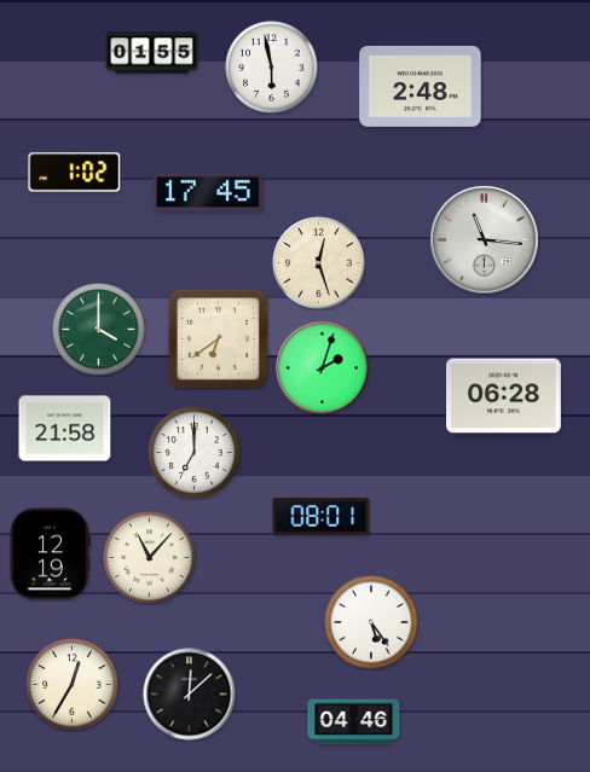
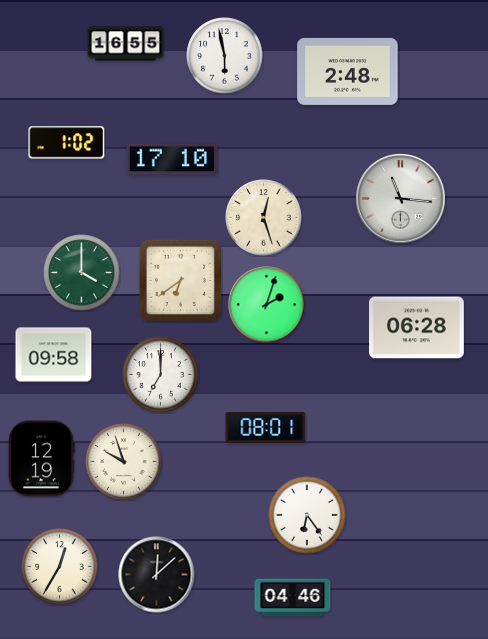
clock at (152, 53): 01:55 -> 16:55
clock at (75, 173) position: (75, 173) -> (67, 143)
clock at (208, 192): 17:45 -> 17:10
clock at (65, 429): 21:58 -> 09:58
clock at (150, 558): 11:07 -> 9:57
clock at (371, 622): 5:24 -> 6:24
